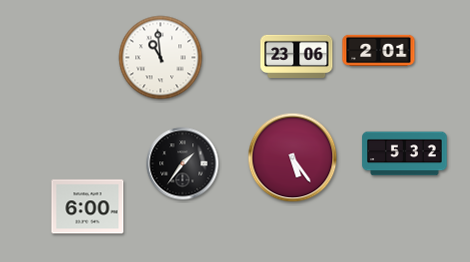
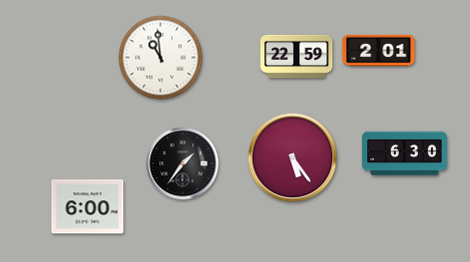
clock at (297, 56): 23:06 -> 22:59
clock at (405, 154): 5:32 -> 6:30
